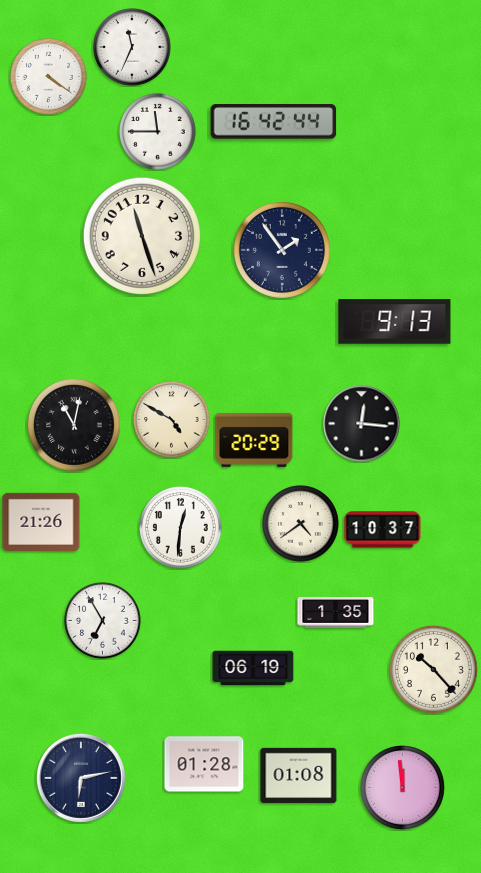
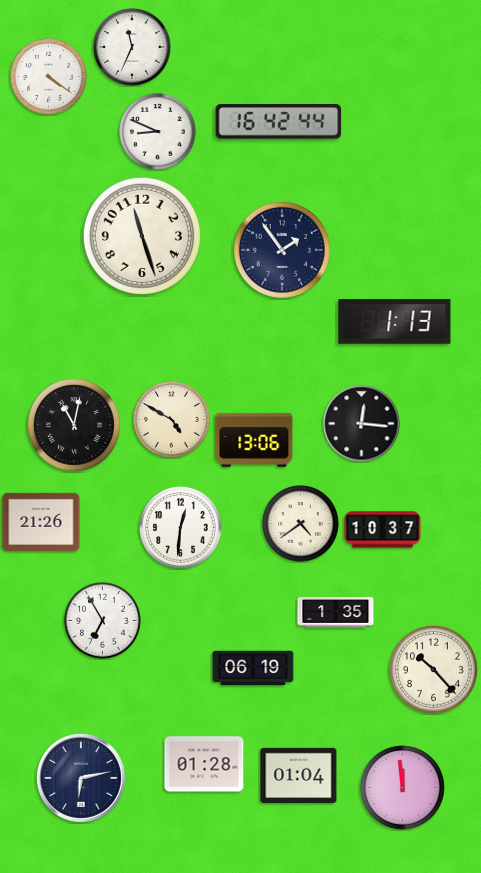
clock at (274, 122) position: (274, 122) -> (279, 122)
clock at (158, 132): 11:45 -> 8:49
clock at (395, 322): 9:13 -> 1:13
clock at (254, 440): 20:29 -> 13:06
clock at (299, 775): 01:08 -> 01:04
